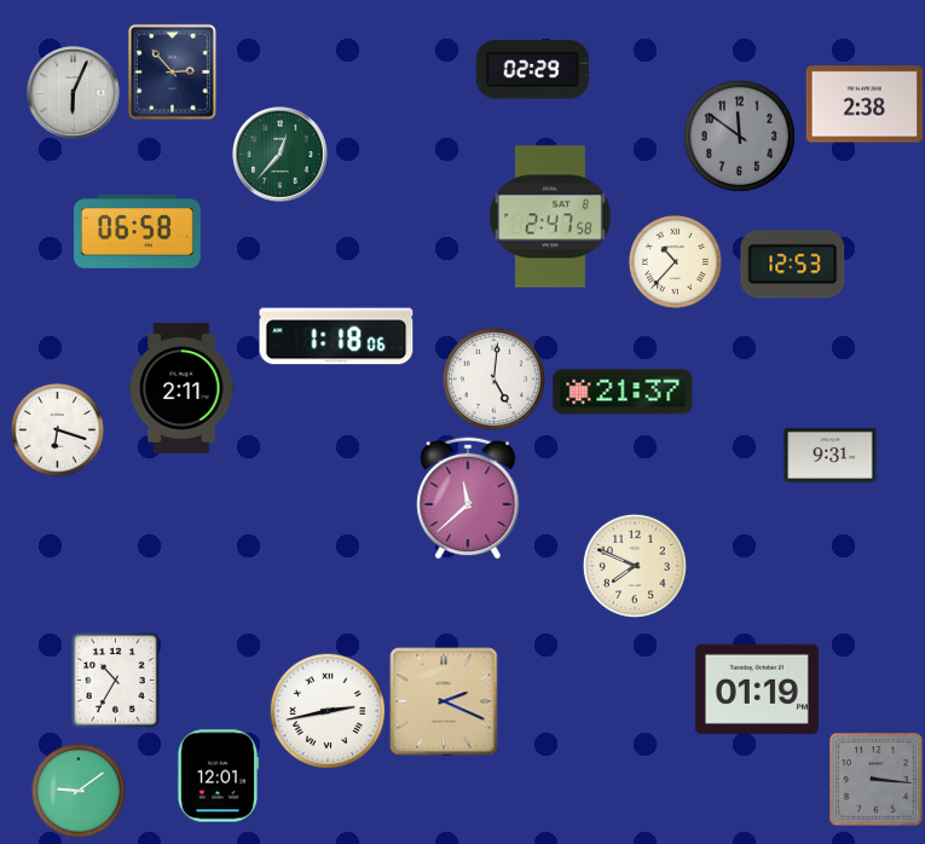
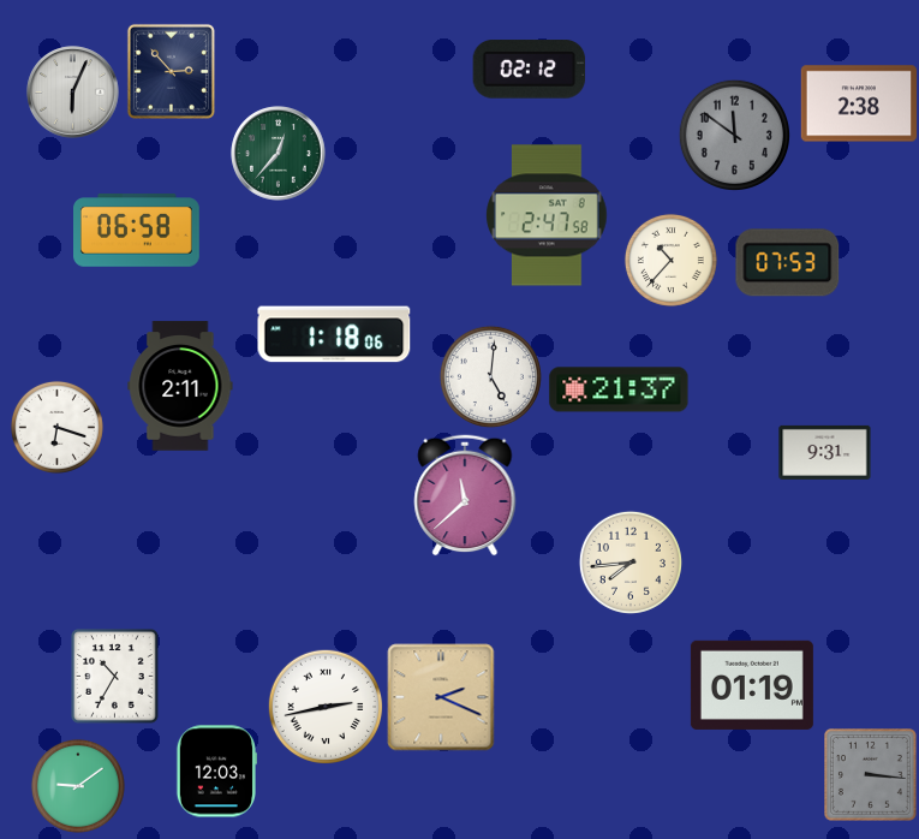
clock at (533, 70): 02:29 -> 02:12
clock at (793, 265): 12:53 -> 07:53
clock at (635, 566): 7:49 -> 7:44
clock at (216, 776): 12:01 -> 12:03
